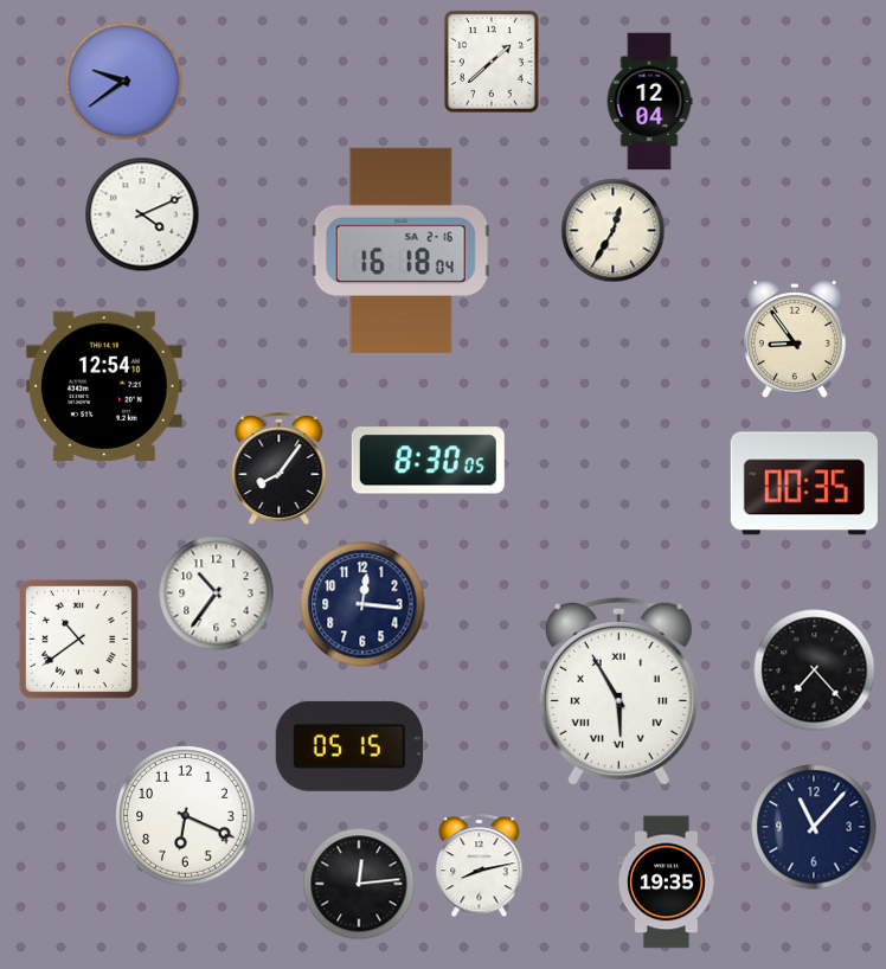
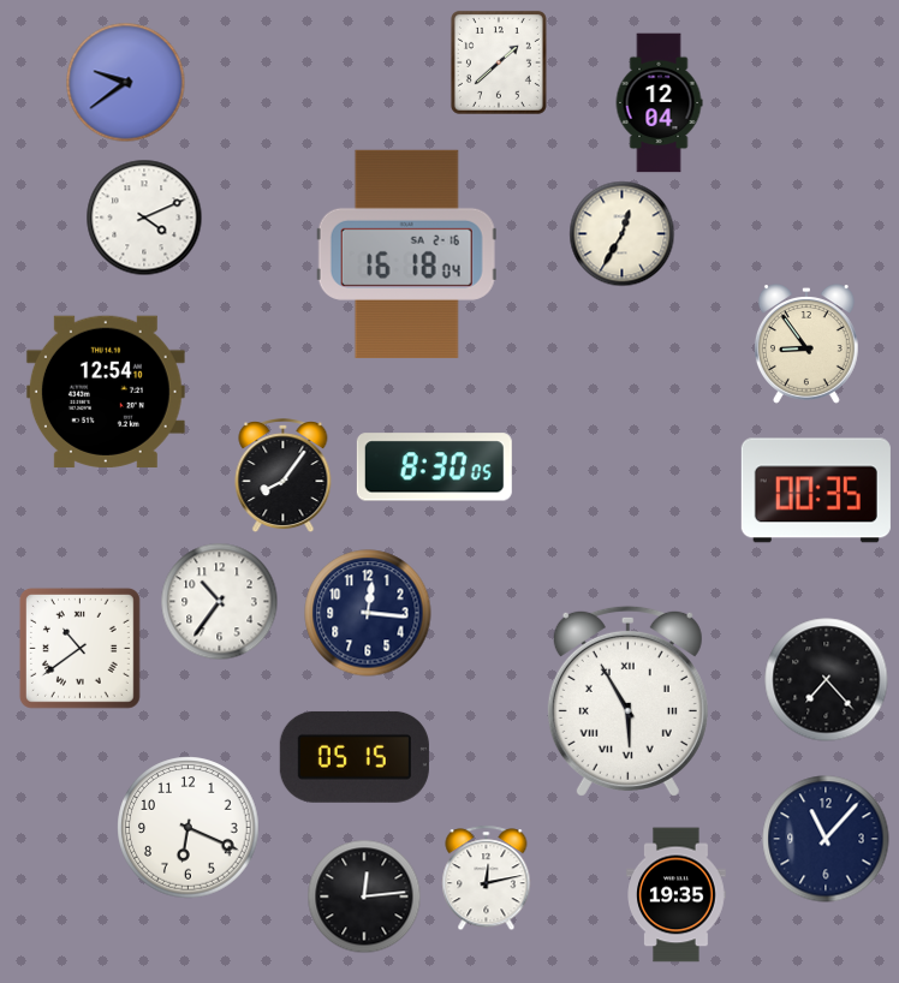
clock at (480, 865): 8:13 -> 12:13
